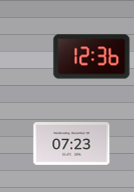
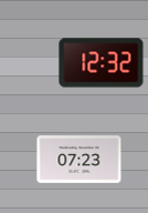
clock at (92, 57): 12:36 -> 12:32
